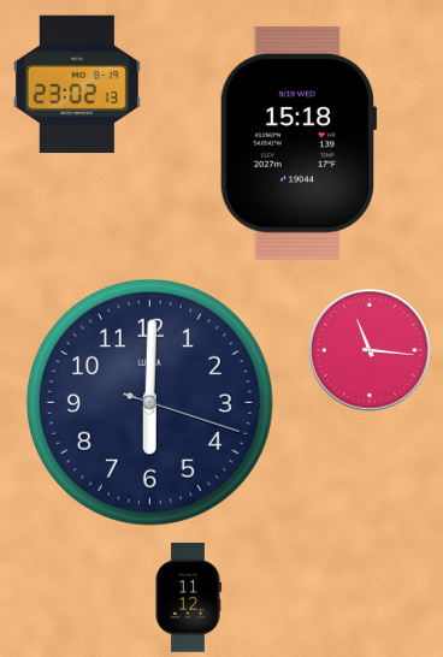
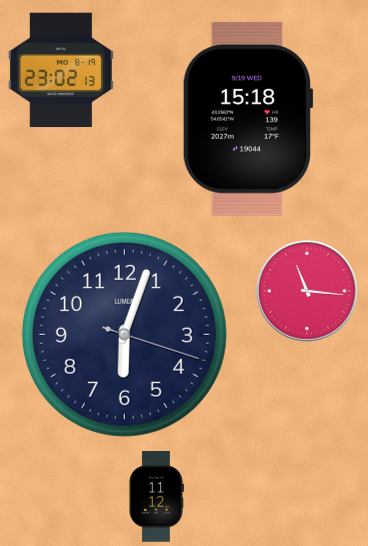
clock at (77, 84) position: (77, 84) -> (61, 70)
clock at (149, 402): 6:00 -> 6:03
